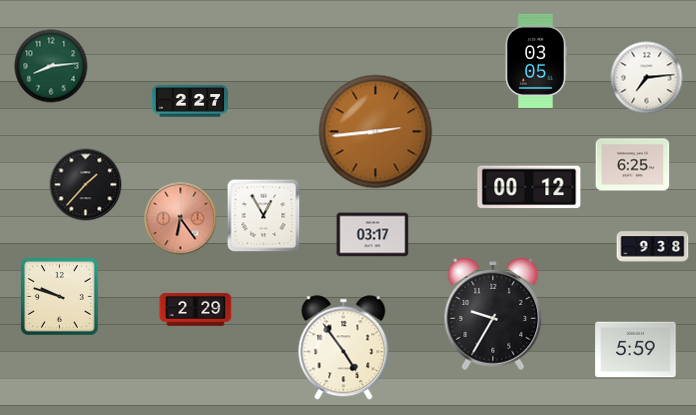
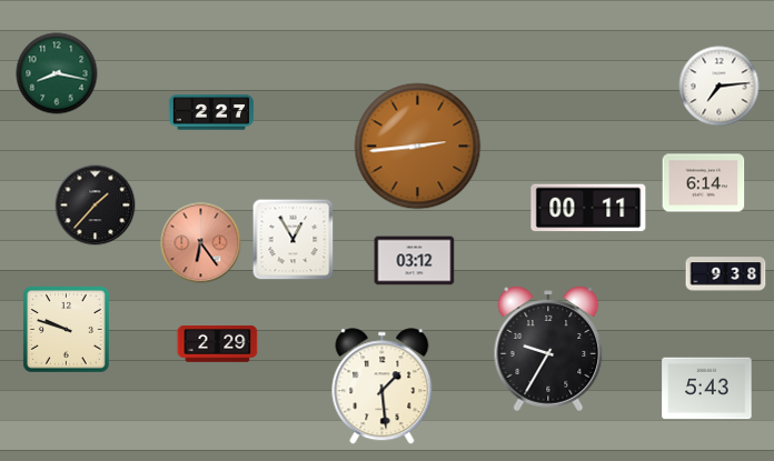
clock at (536, 61): 03:05 -> none
clock at (51, 66): 8:14 -> 8:17
clock at (633, 165): 6:25 -> 6:14
clock at (529, 187): 00:12 -> 00:11
clock at (373, 235): 03:17 -> 03:12
clock at (344, 348): 4:54 -> 1:29
clock at (636, 350): 5:59 -> 5:43
